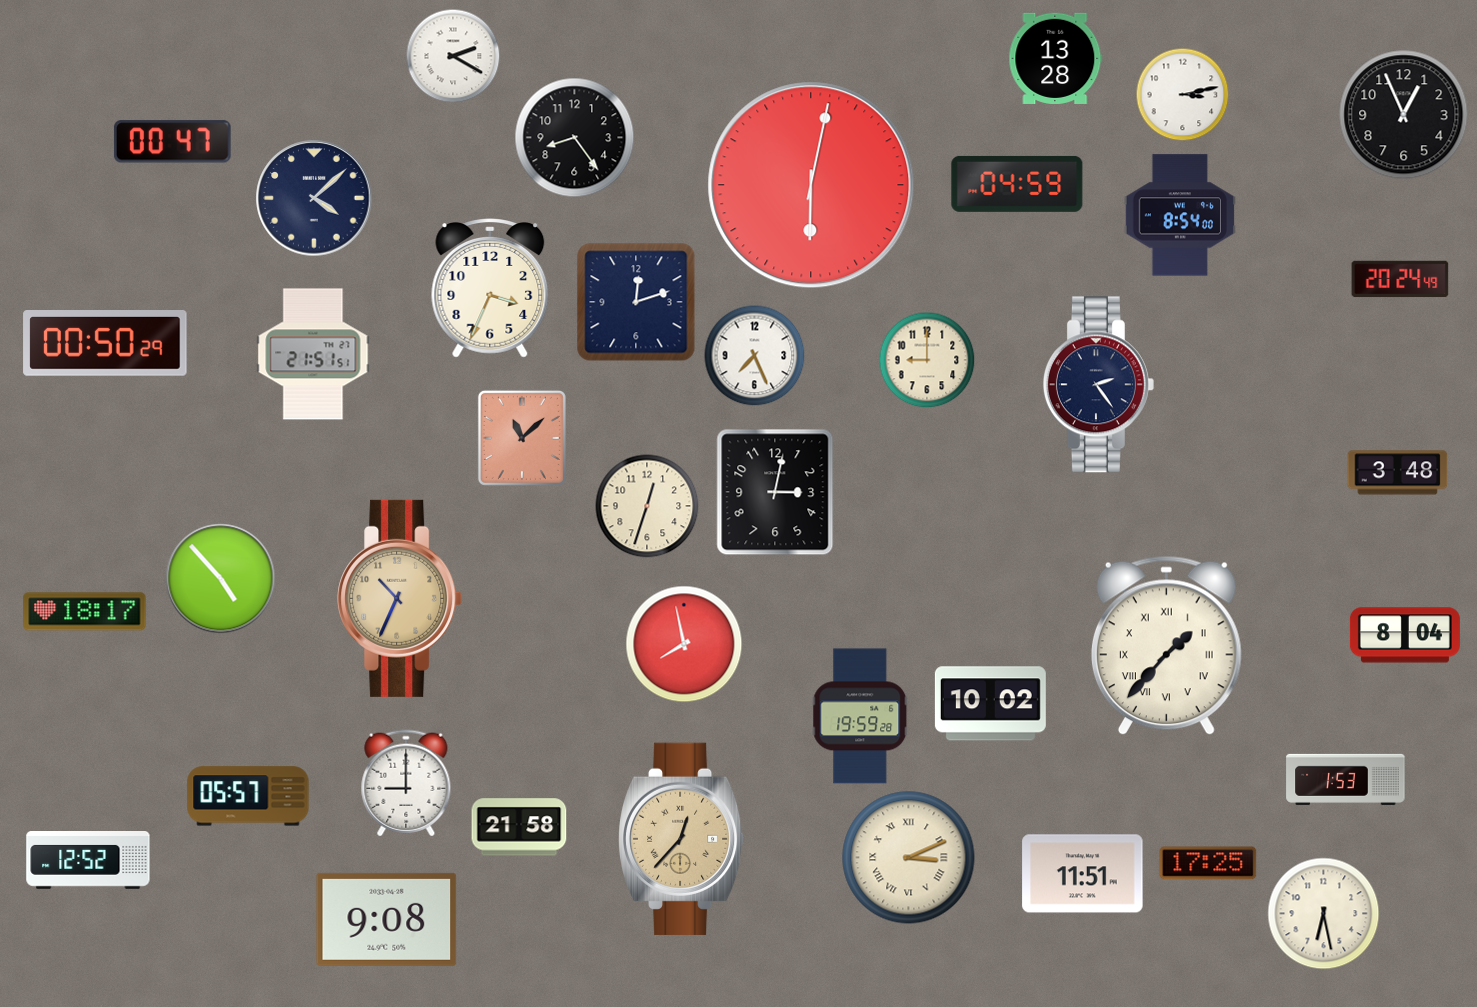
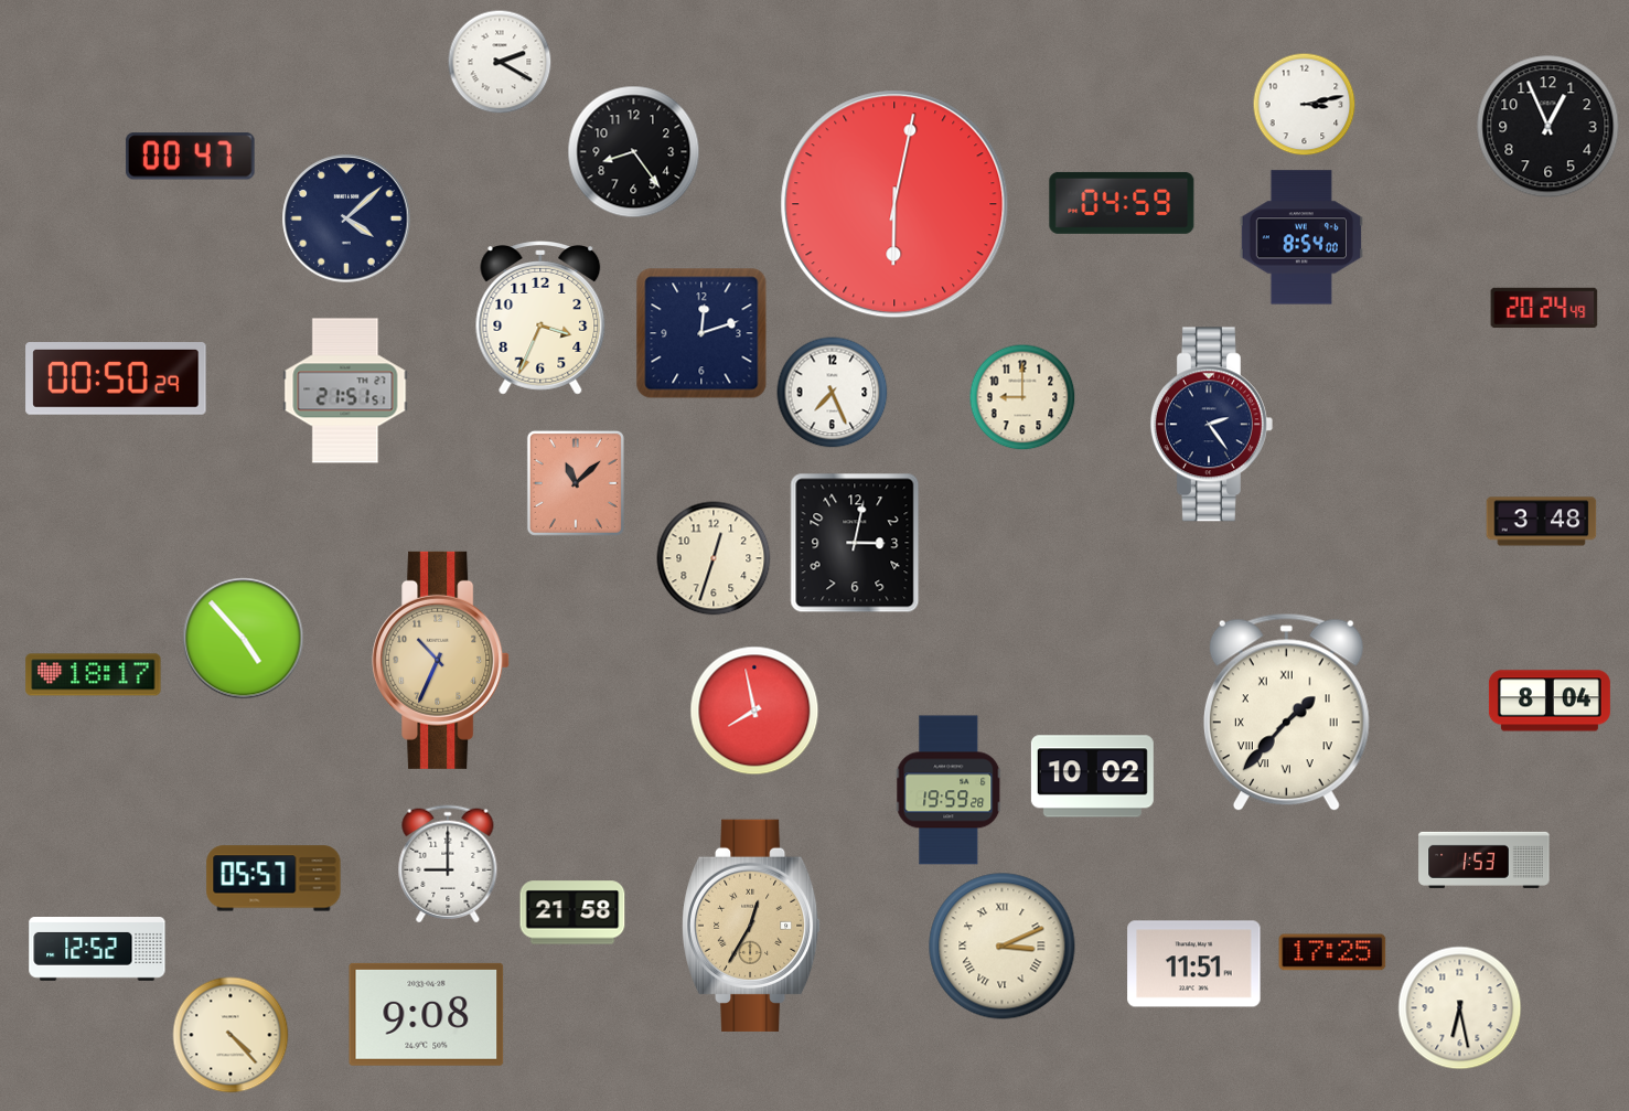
clock at (1056, 58): 13:28 -> none
clock at (681, 839): 12:37 -> 12:35
clock at (231, 1035): none -> 4:23
